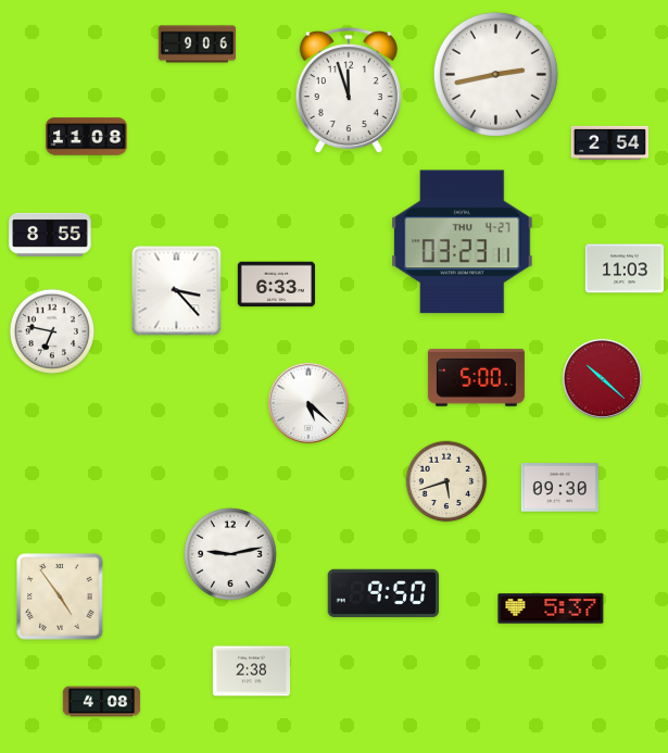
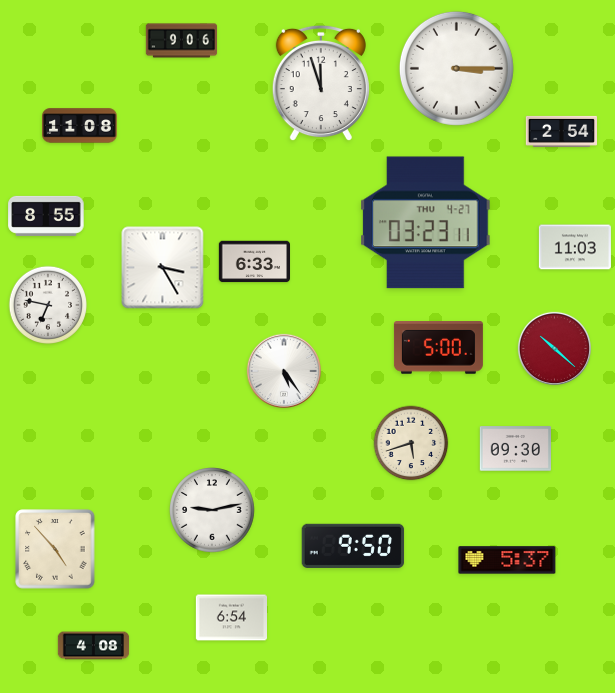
clock at (495, 74): 2:43 -> 3:15
clock at (177, 291): 3:23 -> 3:25
clock at (308, 403): 5:22 -> 5:24
clock at (60, 597): 4:54 -> 4:53
clock at (251, 672): 2:38 -> 6:54
